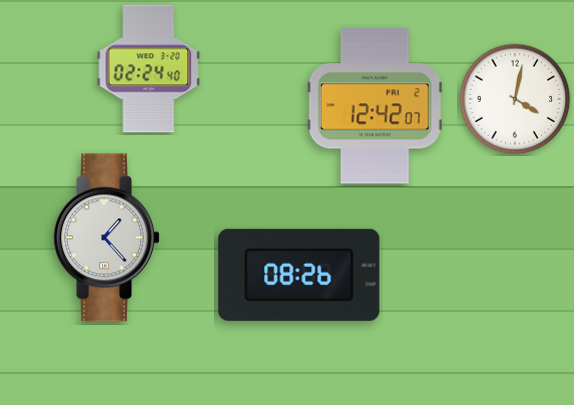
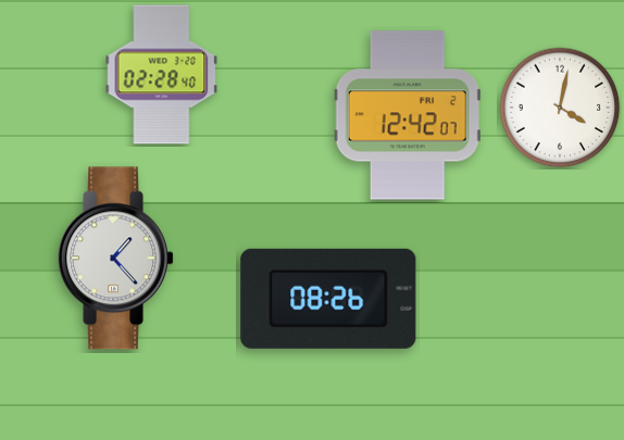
clock at (149, 69): 02:24 -> 02:28
clock at (299, 275) position: (299, 275) -> (328, 299)
